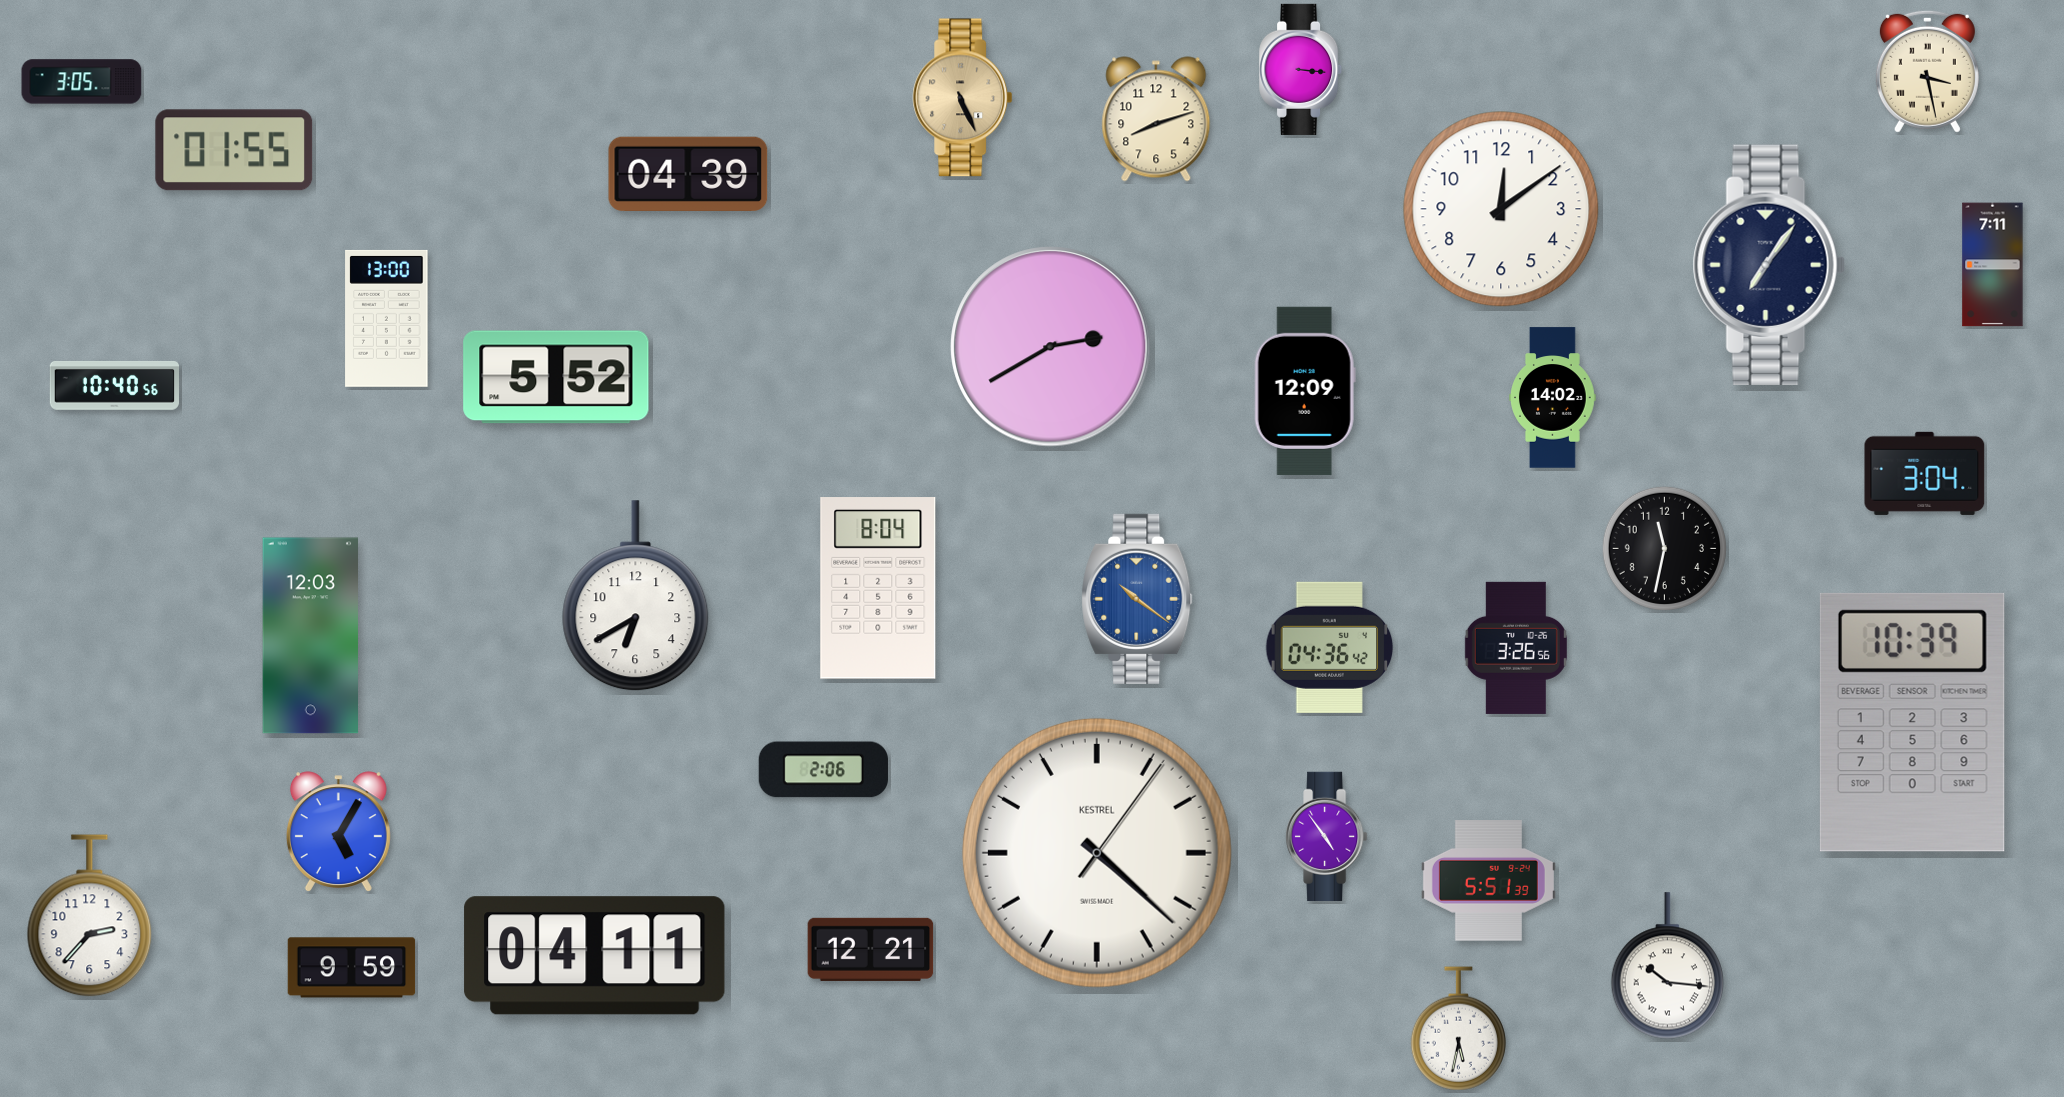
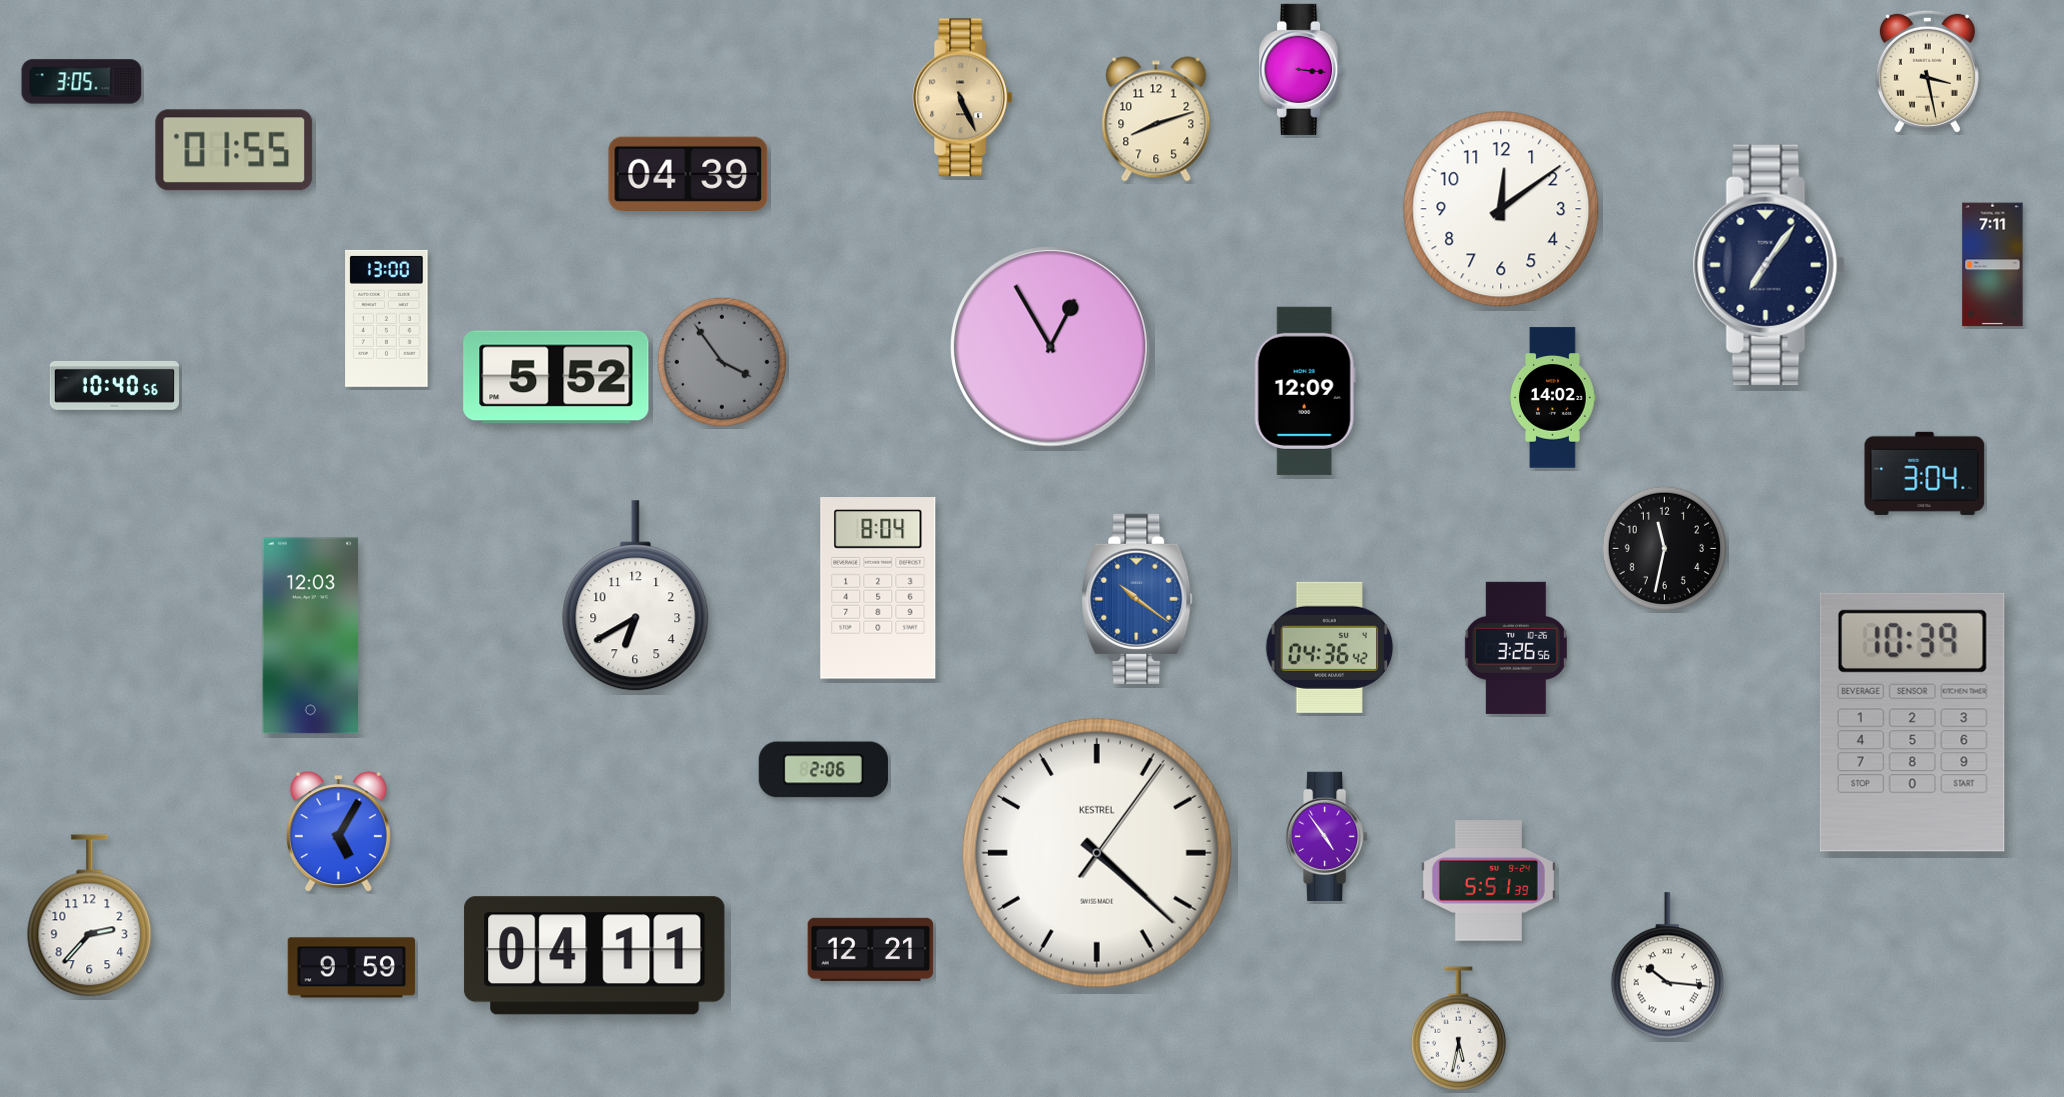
clock at (1051, 347): 2:40 -> 12:55
clock at (721, 361): none -> 3:54
